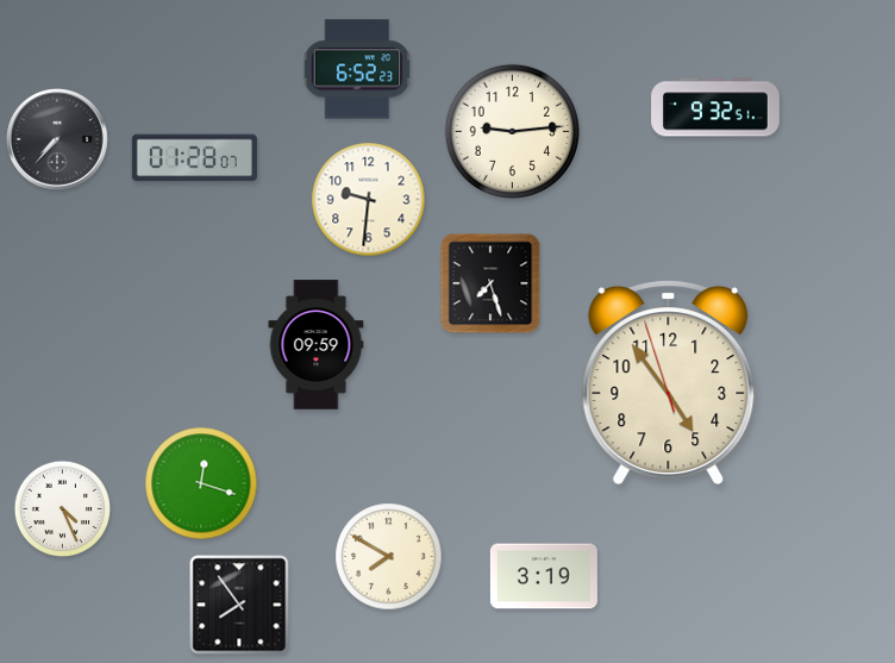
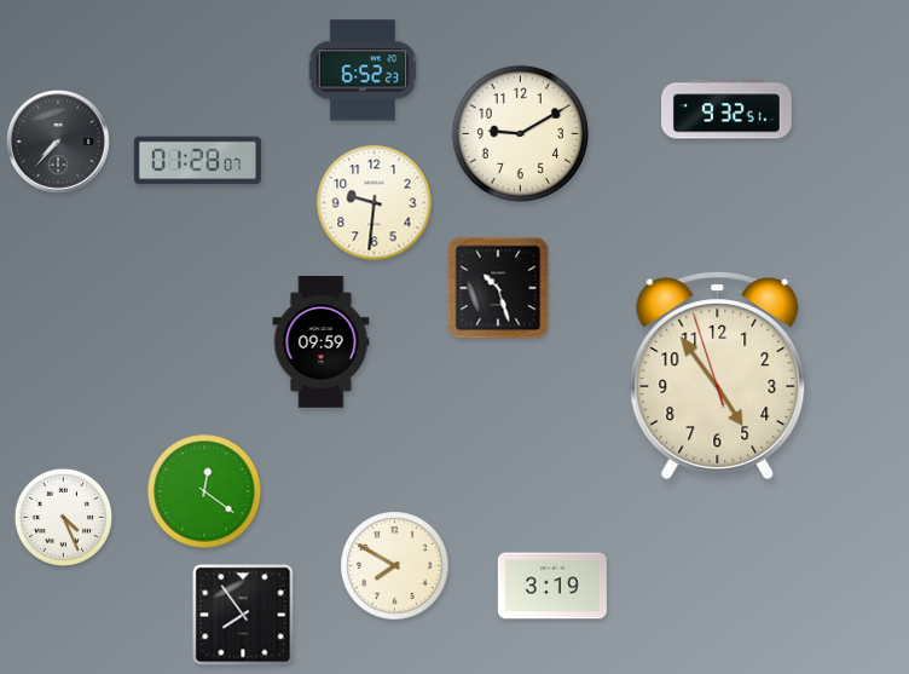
clock at (512, 131): 9:14 -> 9:10
clock at (490, 283): 7:27 -> 10:27
clock at (317, 345) position: (317, 345) -> (322, 342)
clock at (669, 382) position: (669, 382) -> (718, 375)
clock at (201, 483): 12:18 -> 12:21
